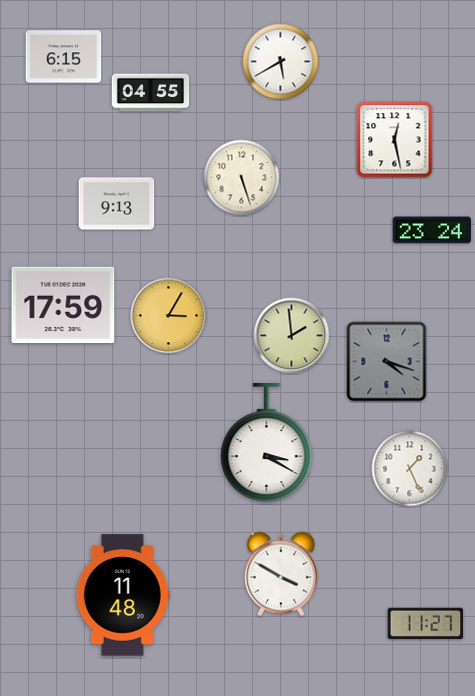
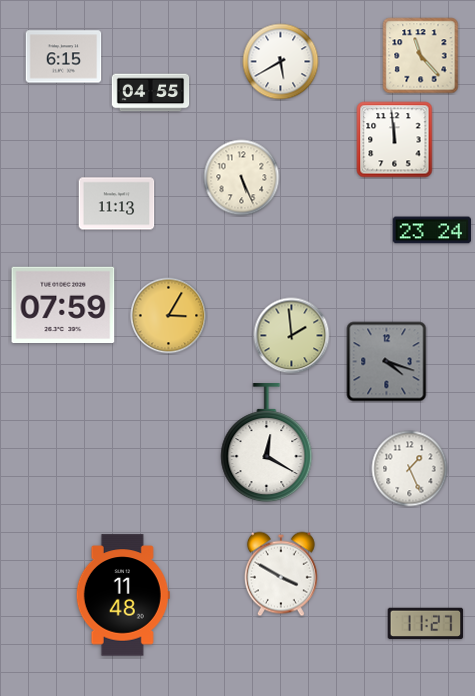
clock at (421, 56): none -> 11:23
clock at (395, 140): 12:28 -> 11:59
clock at (242, 178): 5:27 -> 5:26
clock at (117, 204): 9:13 -> 11:13
clock at (63, 304): 17:59 -> 07:59
clock at (267, 443): 3:20 -> 12:20
